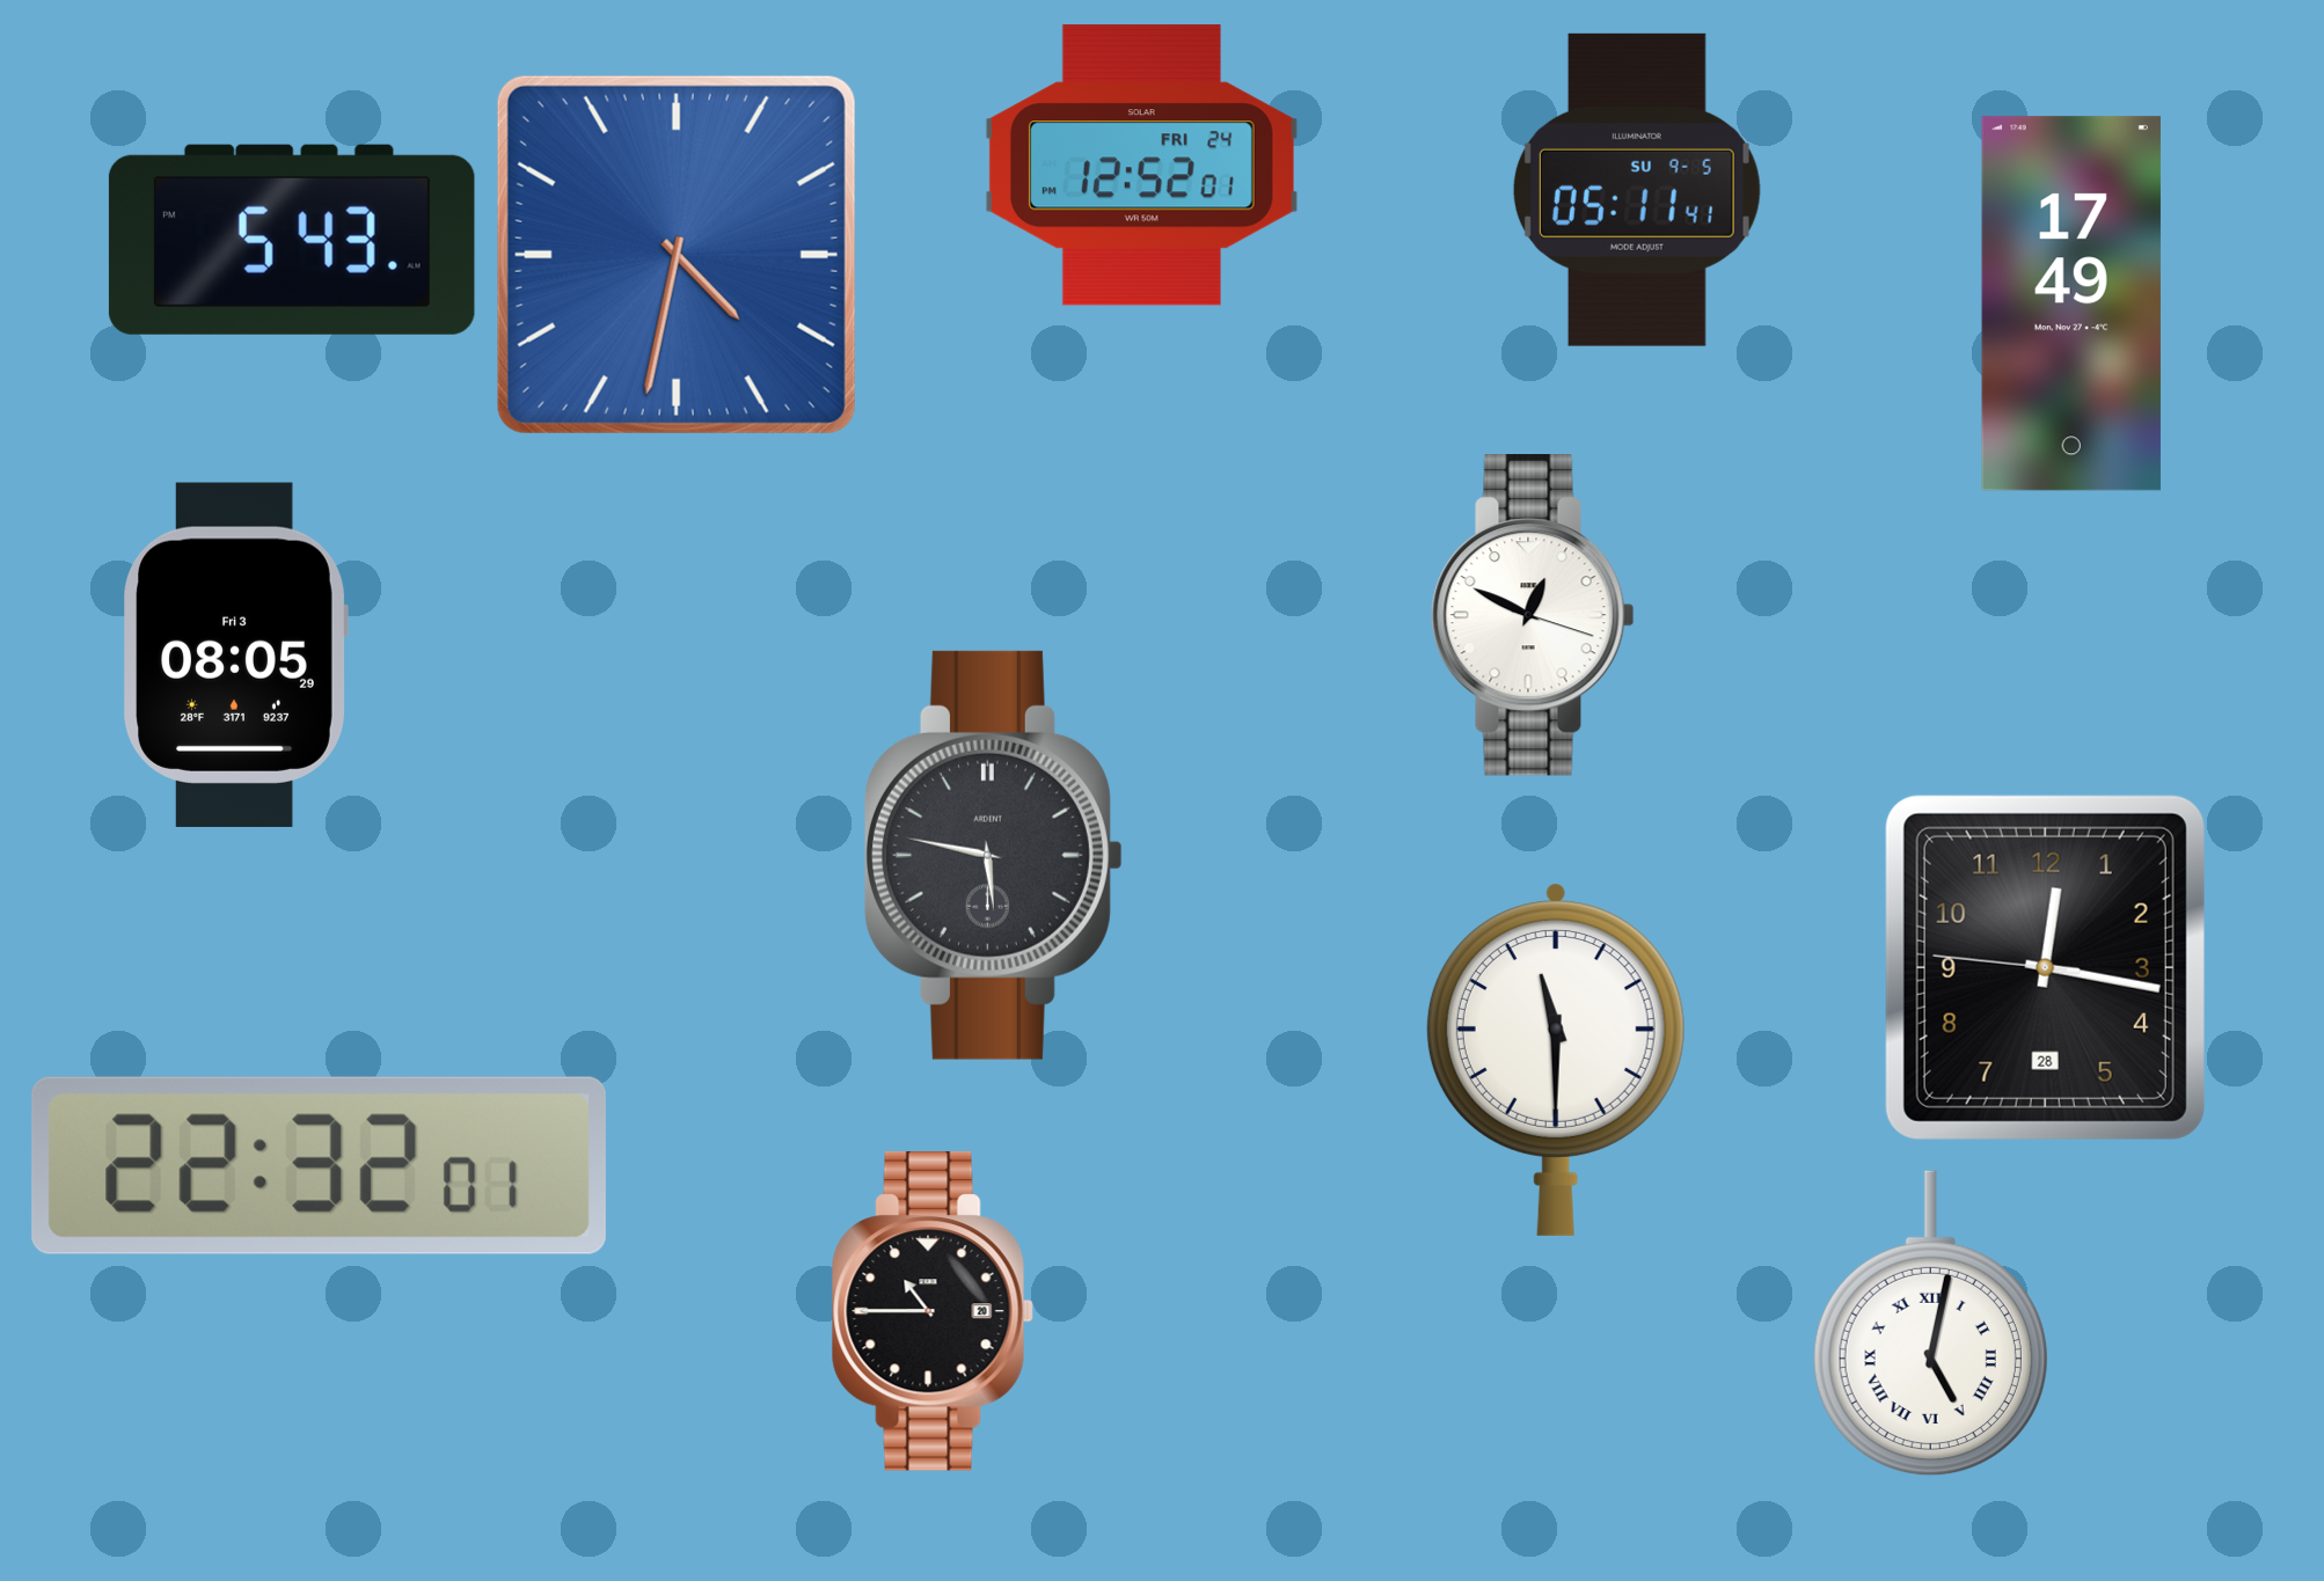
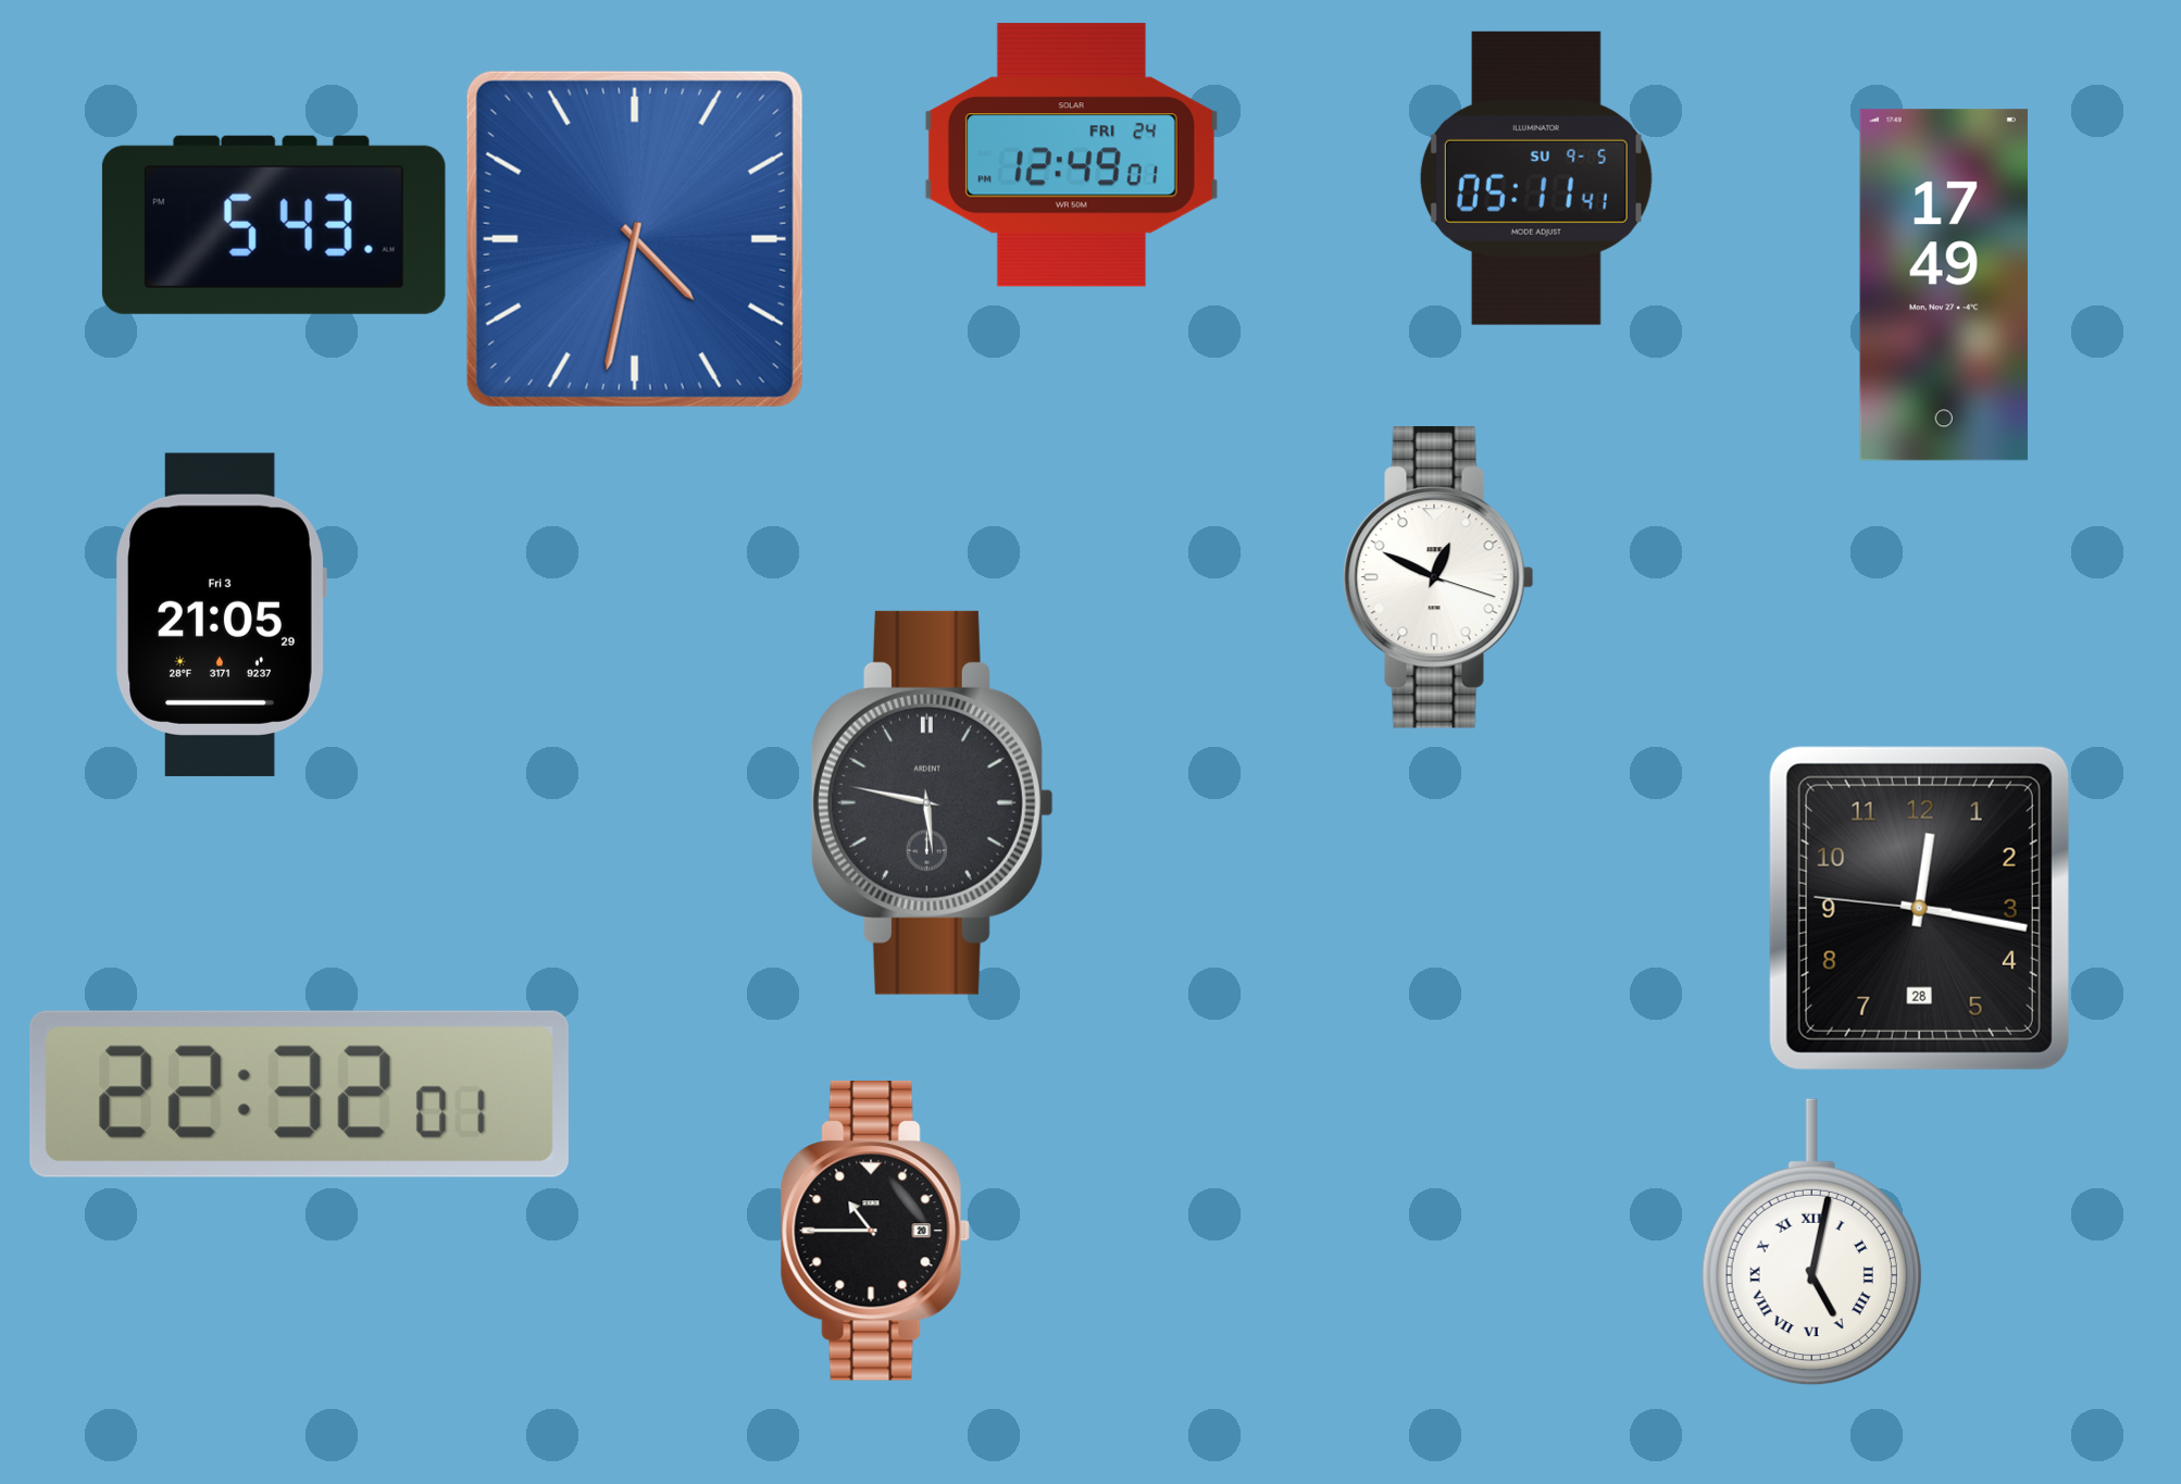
clock at (1141, 166): 12:52 -> 12:49
clock at (235, 654): 08:05 -> 21:05
clock at (1556, 1060): 11:30 -> none
